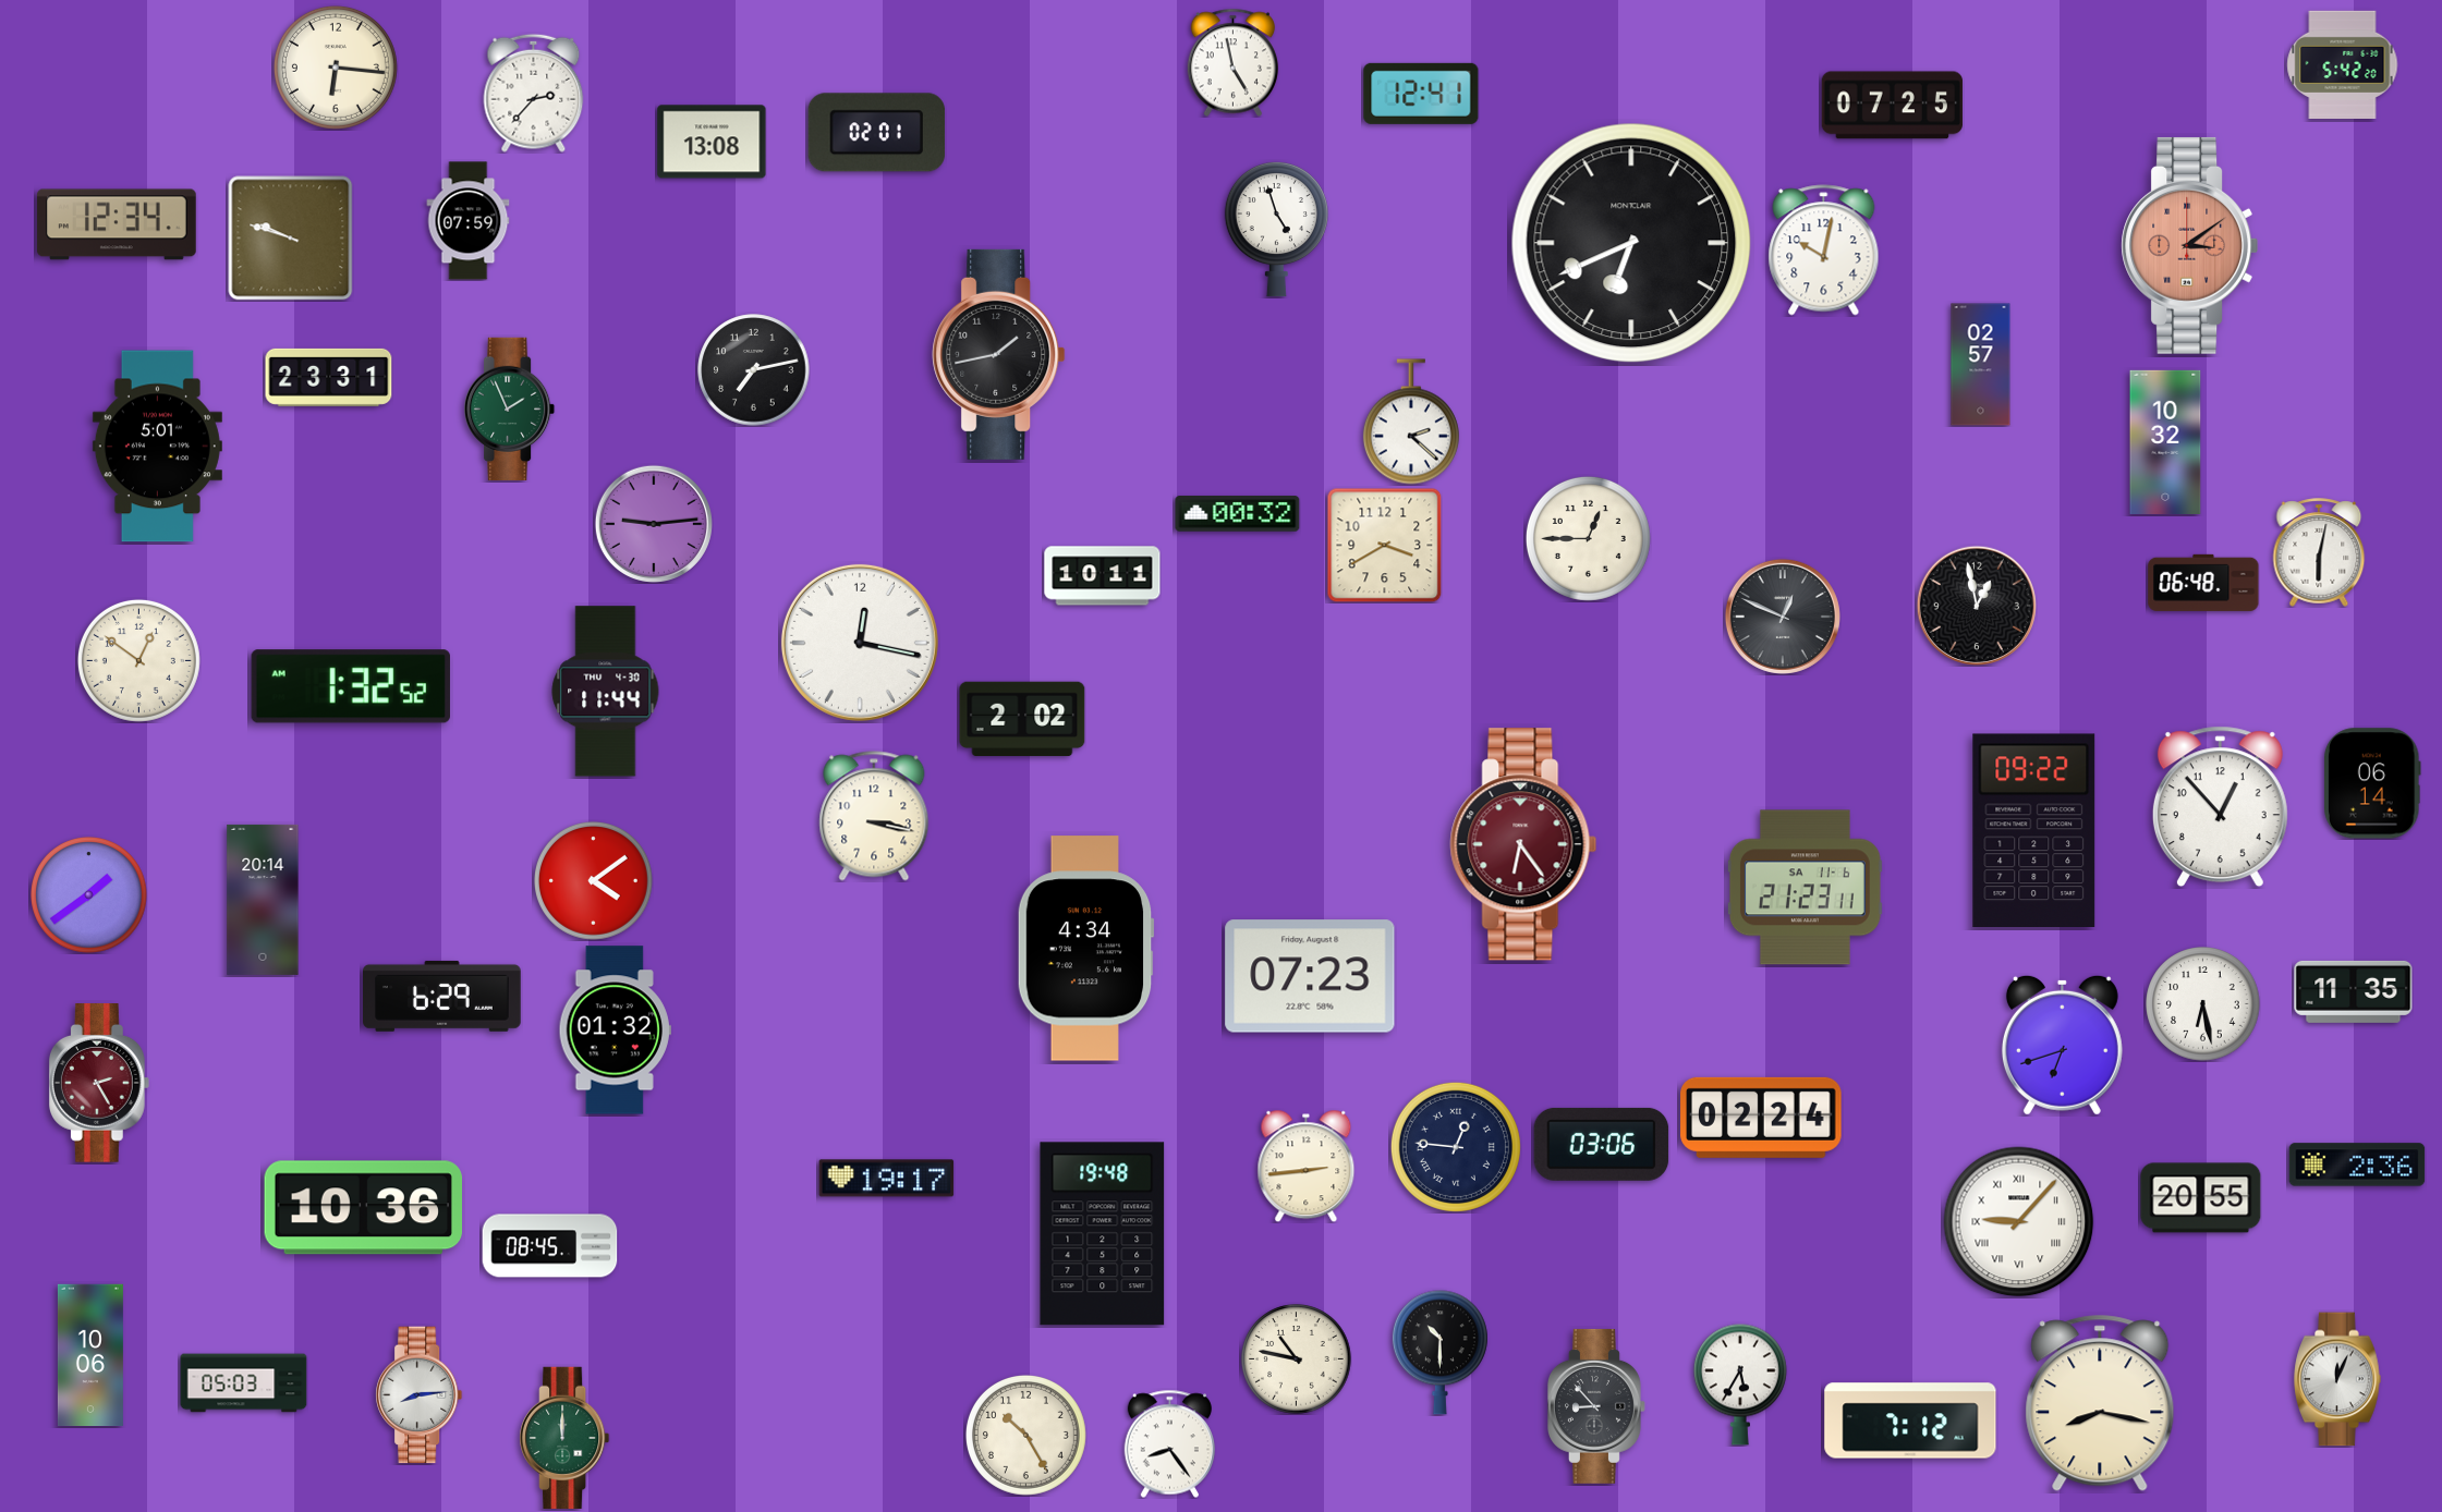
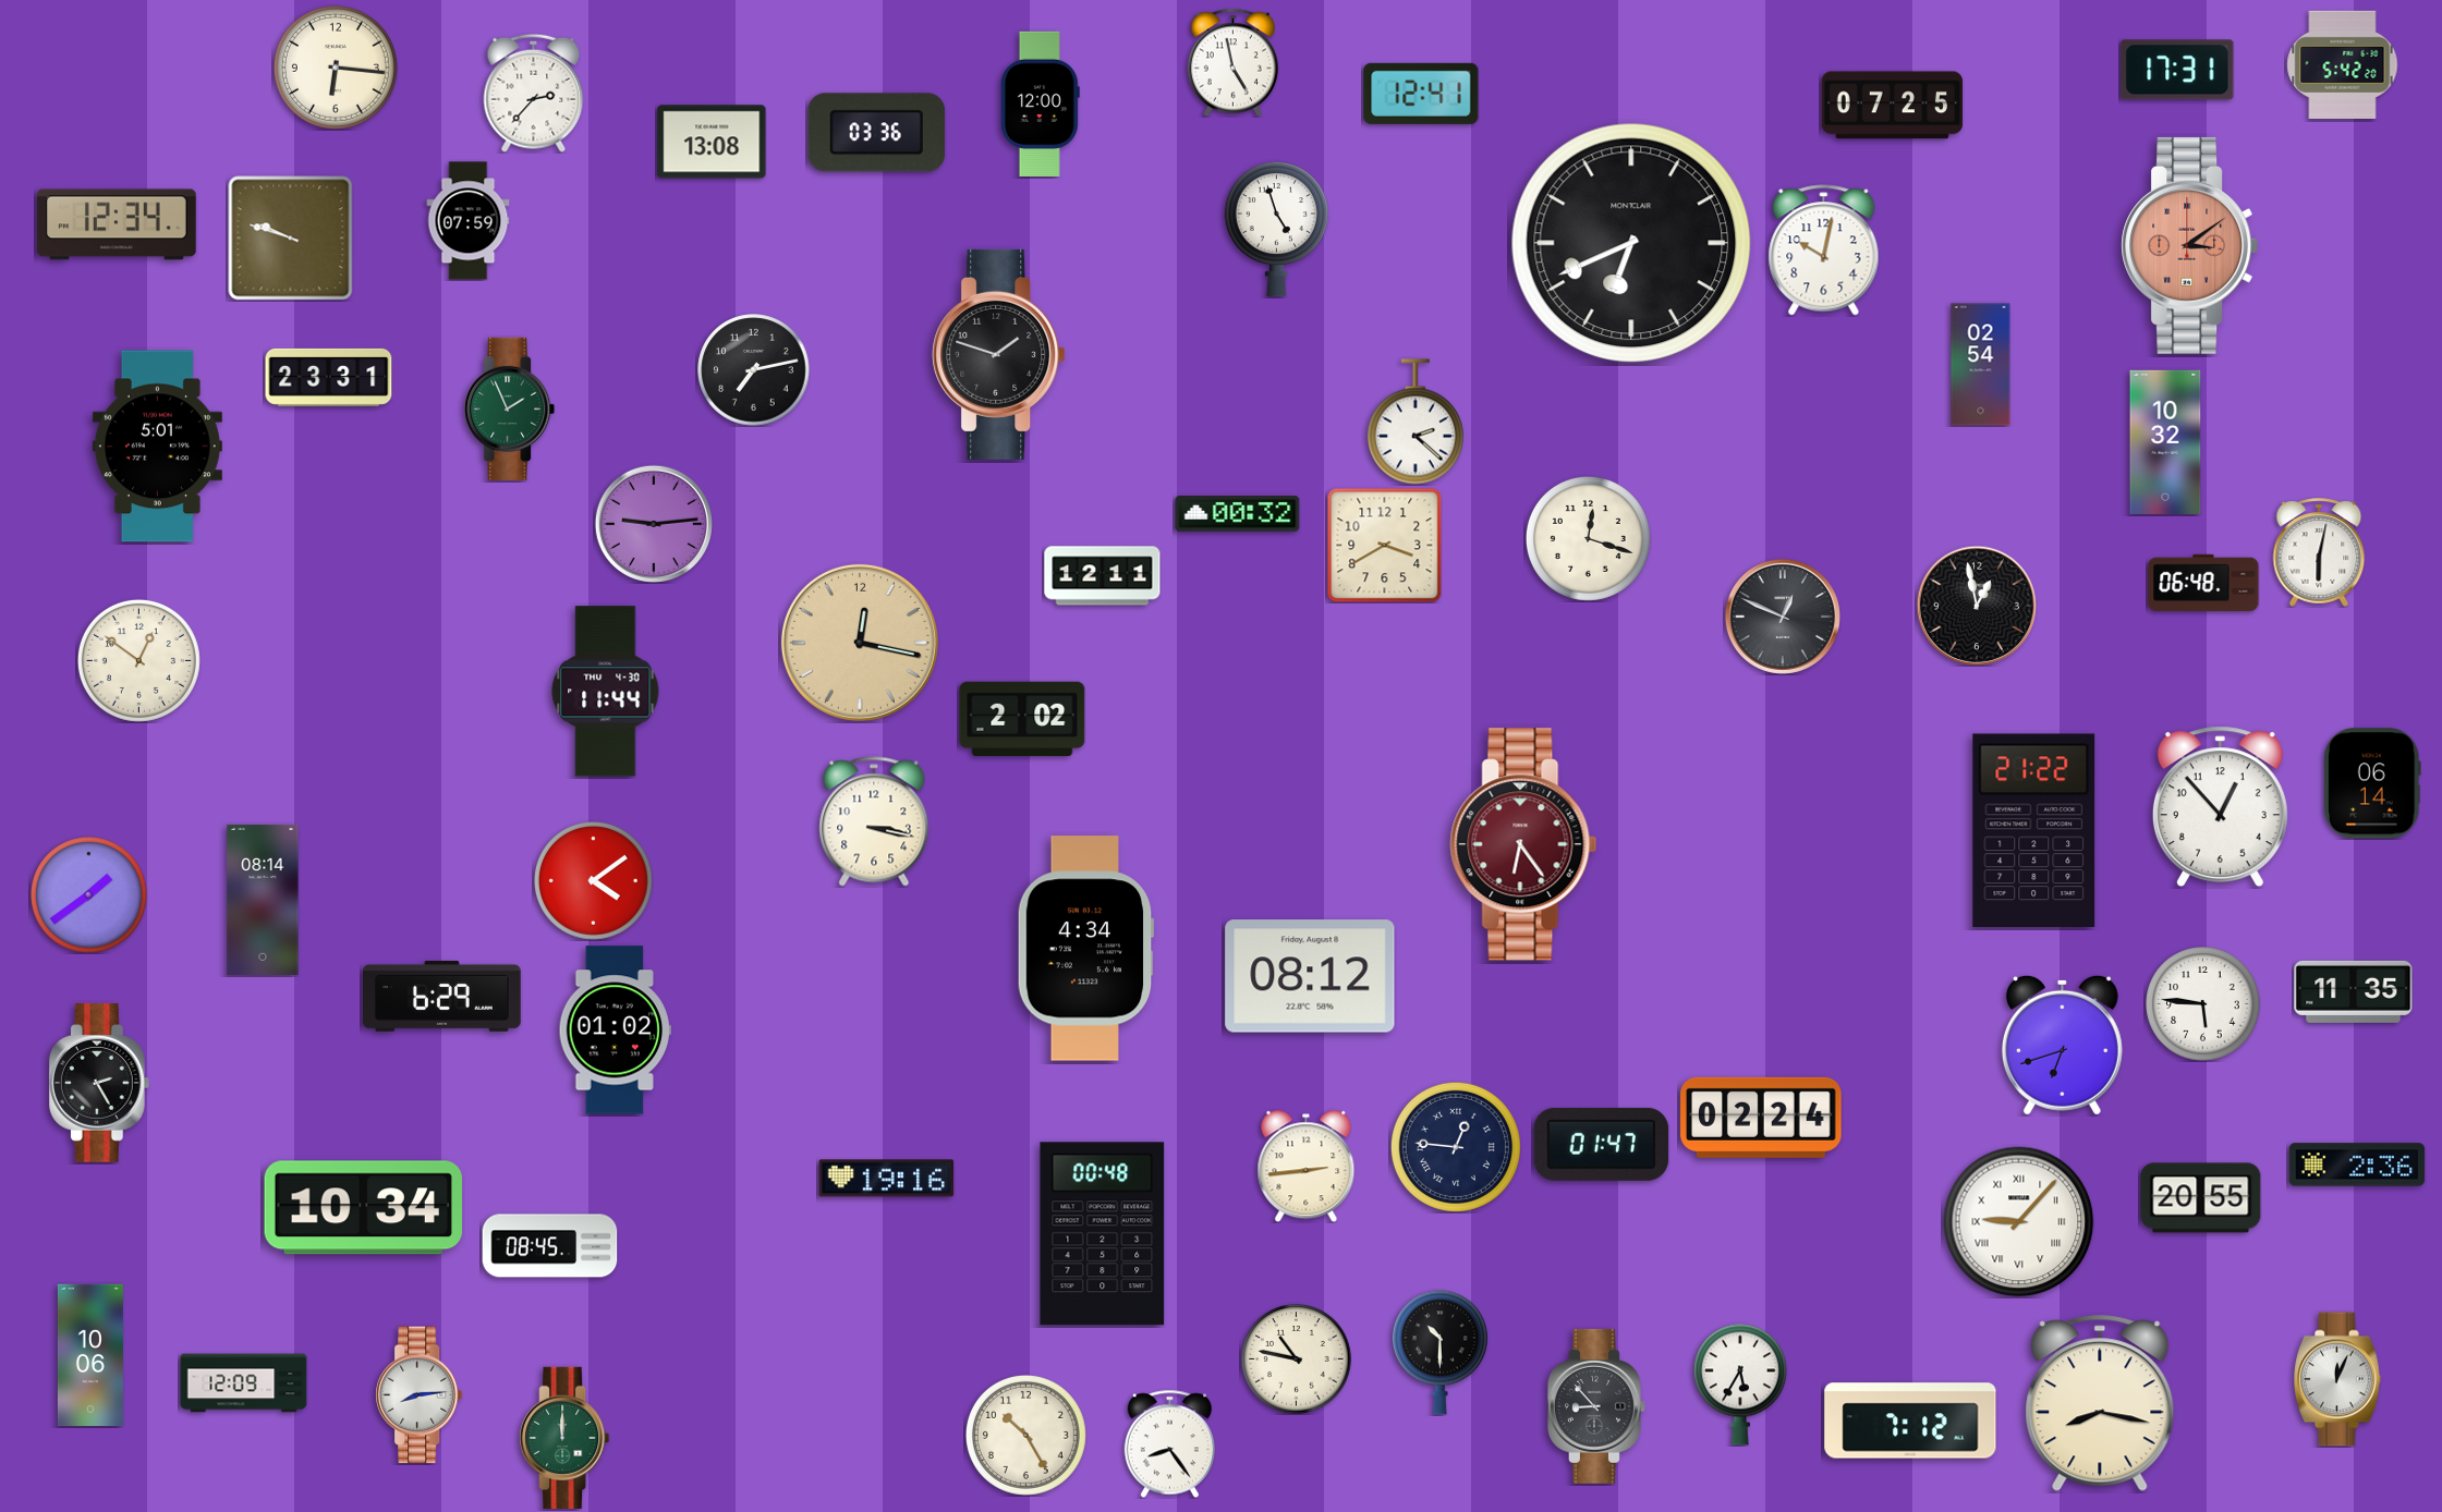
clock at (2177, 70): none -> 17:31
clock at (1040, 103): none -> 12:00
clock at (877, 133): 02:01 -> 03:36
clock at (999, 354): 1:43 -> 1:48
clock at (1981, 365): 02:57 -> 02:54
clock at (1411, 422) position: (1411, 422) -> (1416, 422)
clock at (1588, 538): 12:45 -> 12:18
clock at (1103, 576): 10:11 -> 12:11
clock at (860, 643) dial: white -> champagne
clock at (351, 686): 1:32 -> none
clock at (874, 816) position: (874, 816) -> (874, 821)
clock at (2034, 830): 09:22 -> 21:22
clock at (1805, 888): 21:23 -> none
clock at (263, 900): 20:14 -> 08:14
clock at (1310, 976): 07:23 -> 08:12
clock at (2203, 1004): 6:28 -> 5:46
clock at (615, 1031): 01:32 -> 01:02
clock at (99, 1084) dial: burgundy -> black
clock at (1602, 1144): 03:06 -> 01:47
clock at (887, 1179): 19:17 -> 19:16
clock at (363, 1208): 10:36 -> 10:34
clock at (1103, 1234): 19:48 -> 00:48
clock at (244, 1383): 05:03 -> 12:09
